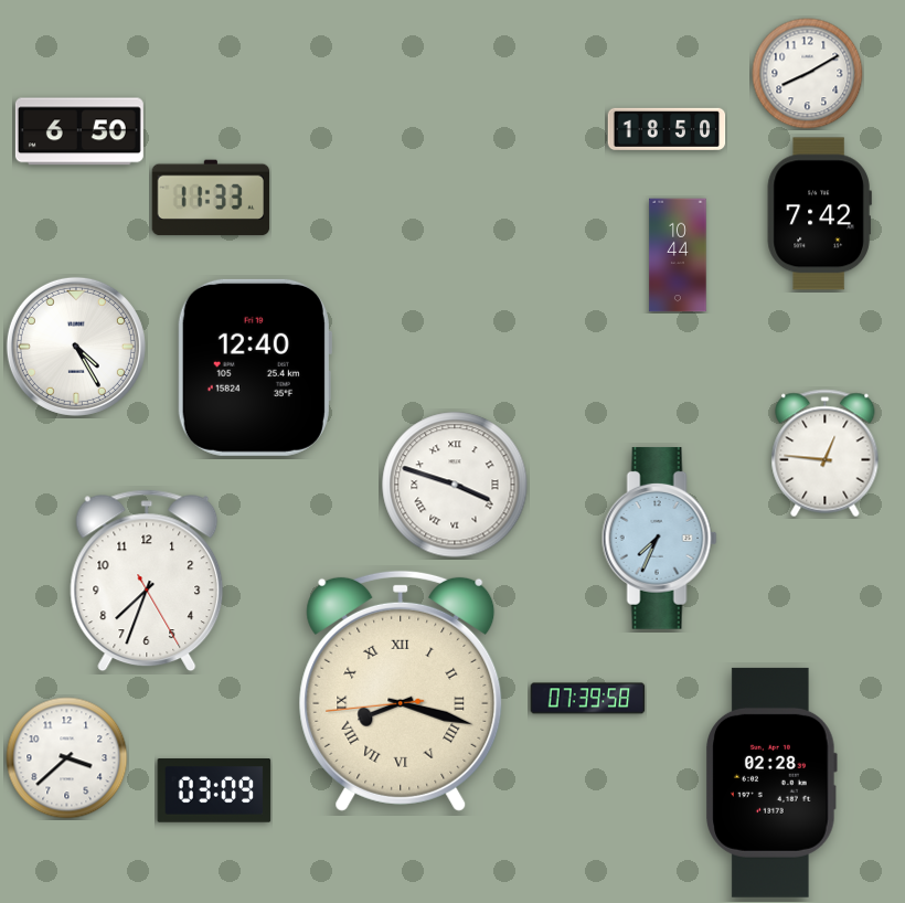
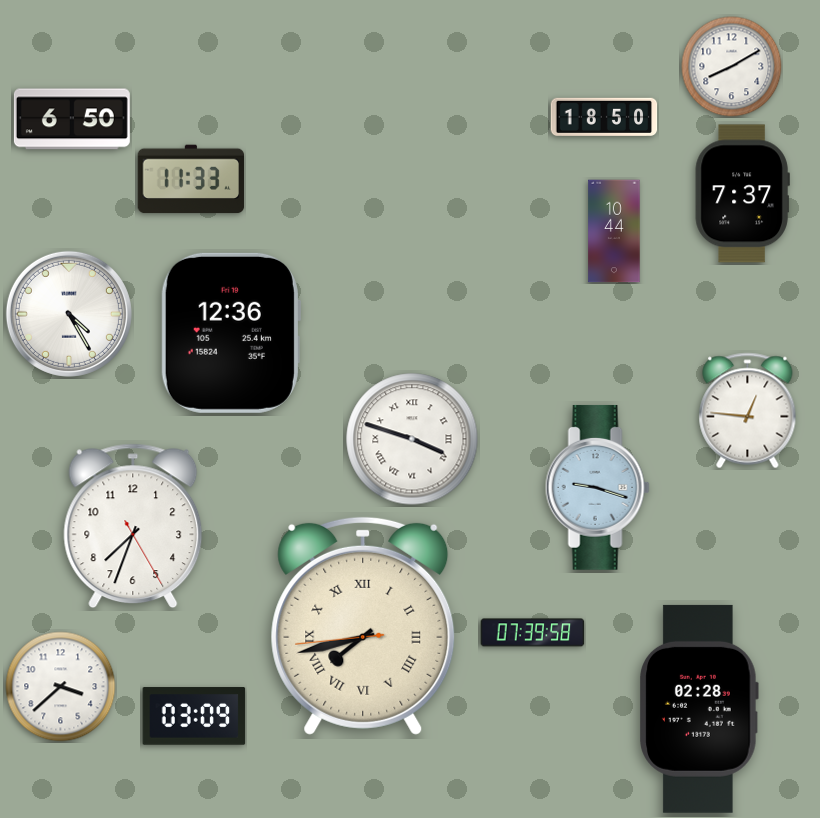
clock at (819, 214): 7:42 -> 7:37
clock at (255, 368): 12:40 -> 12:36
clock at (659, 538): 7:34 -> 9:18
clock at (401, 691): 8:17 -> 7:42
